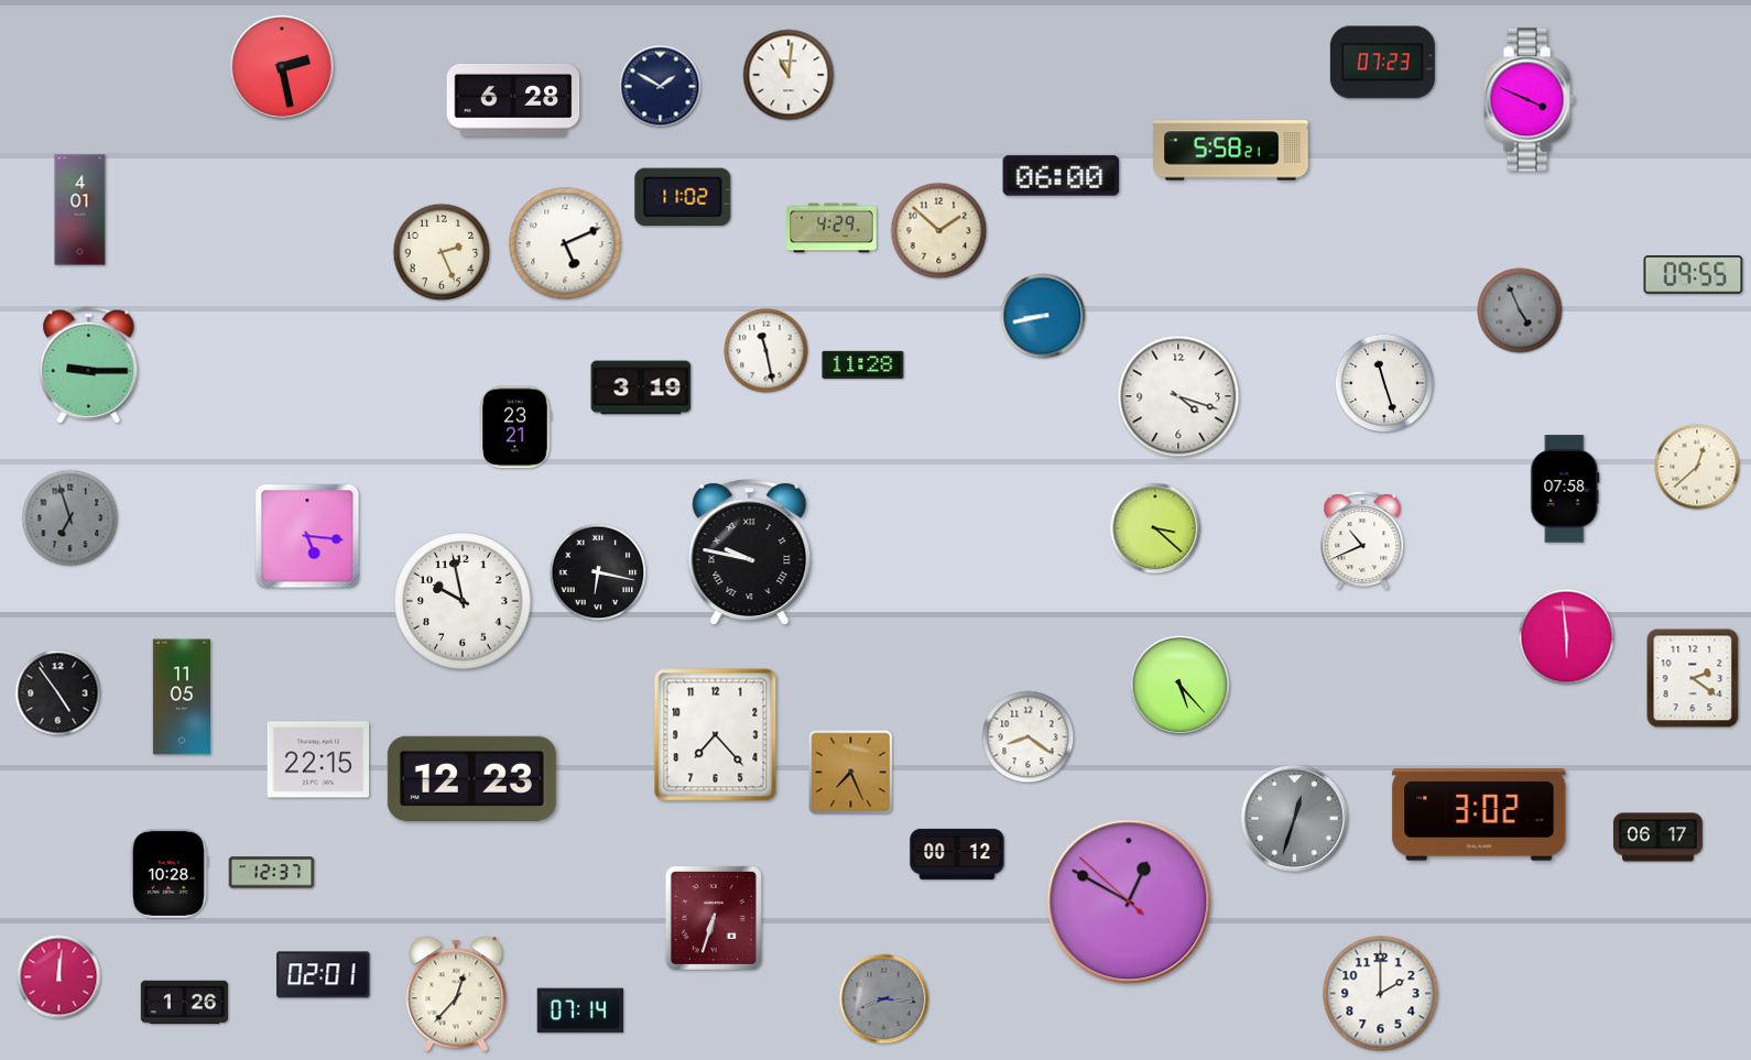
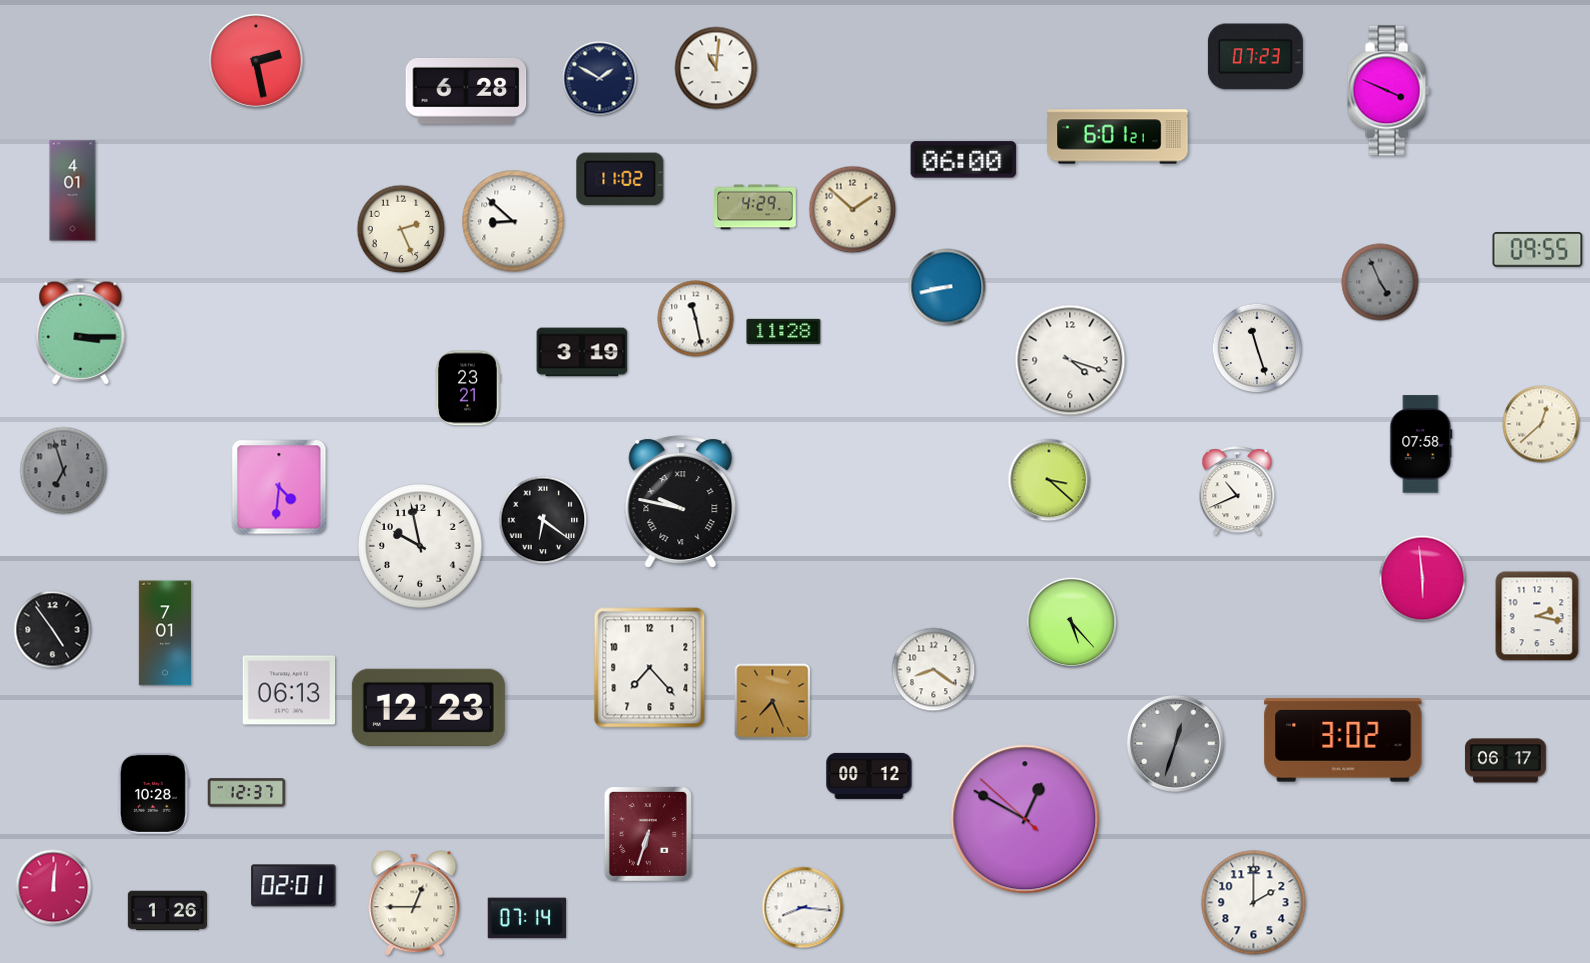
clock at (1231, 151): 5:58 -> 6:01
clock at (565, 243): 5:11 -> 8:52
clock at (89, 365): 9:15 -> 3:15
clock at (307, 536): 5:16 -> 4:31
clock at (598, 572): 6:17 -> 6:21
clock at (1693, 678): 2:21 -> 2:17
clock at (181, 697): 11:05 -> 7:01
clock at (318, 760): 22:15 -> 06:13
clock at (456, 994): 12:37 -> 12:45
clock at (884, 999) dial: grey -> white
